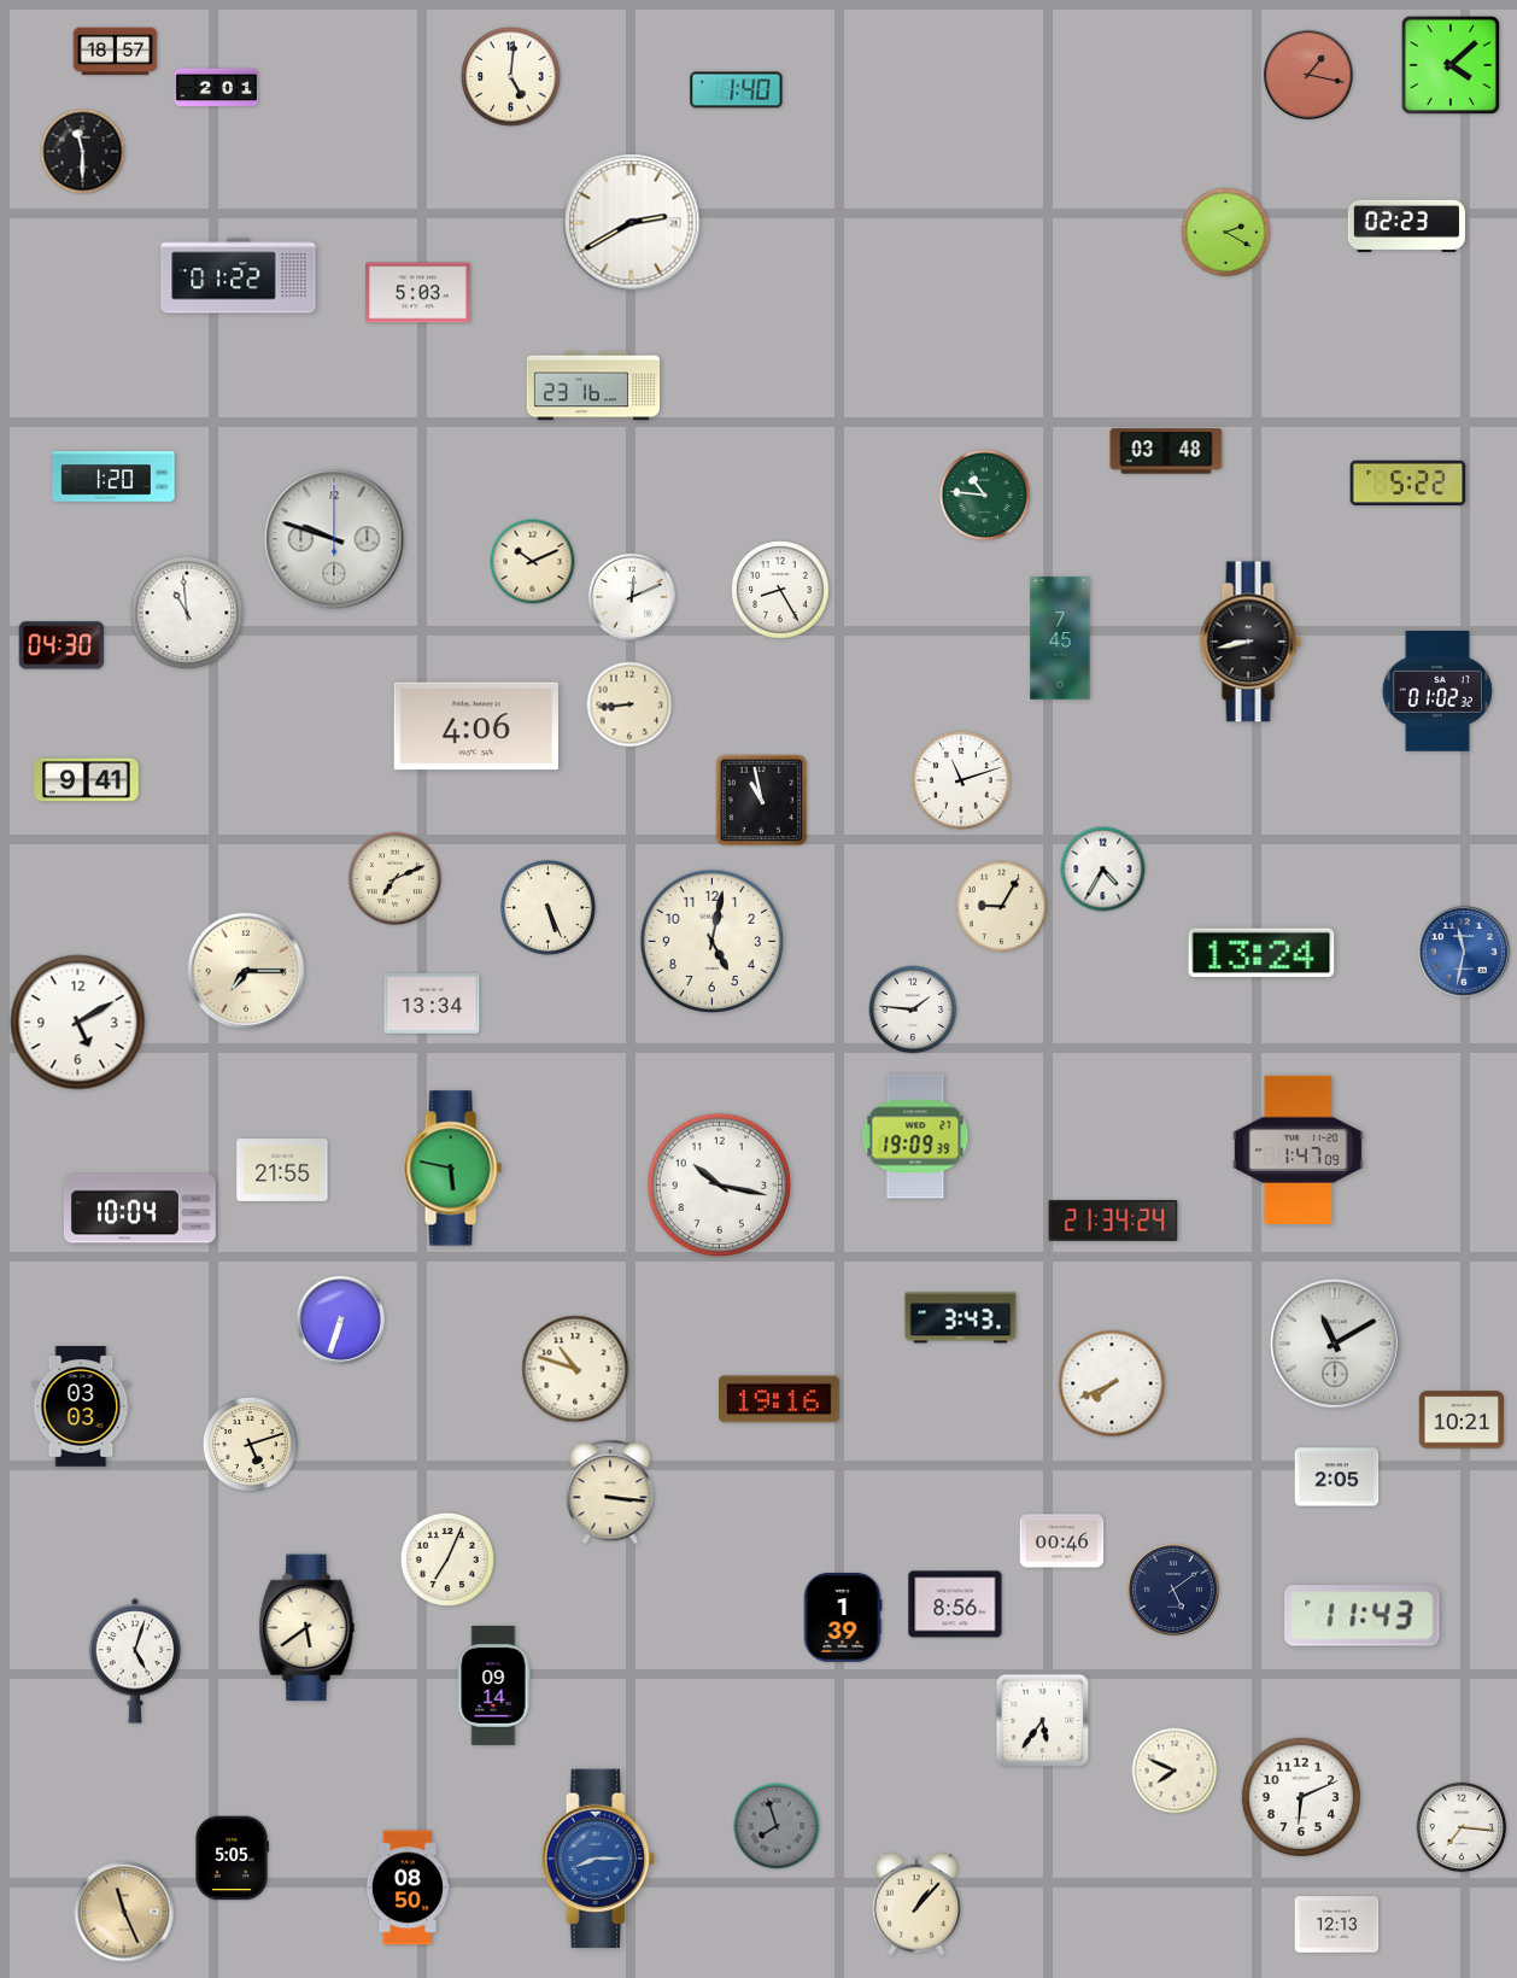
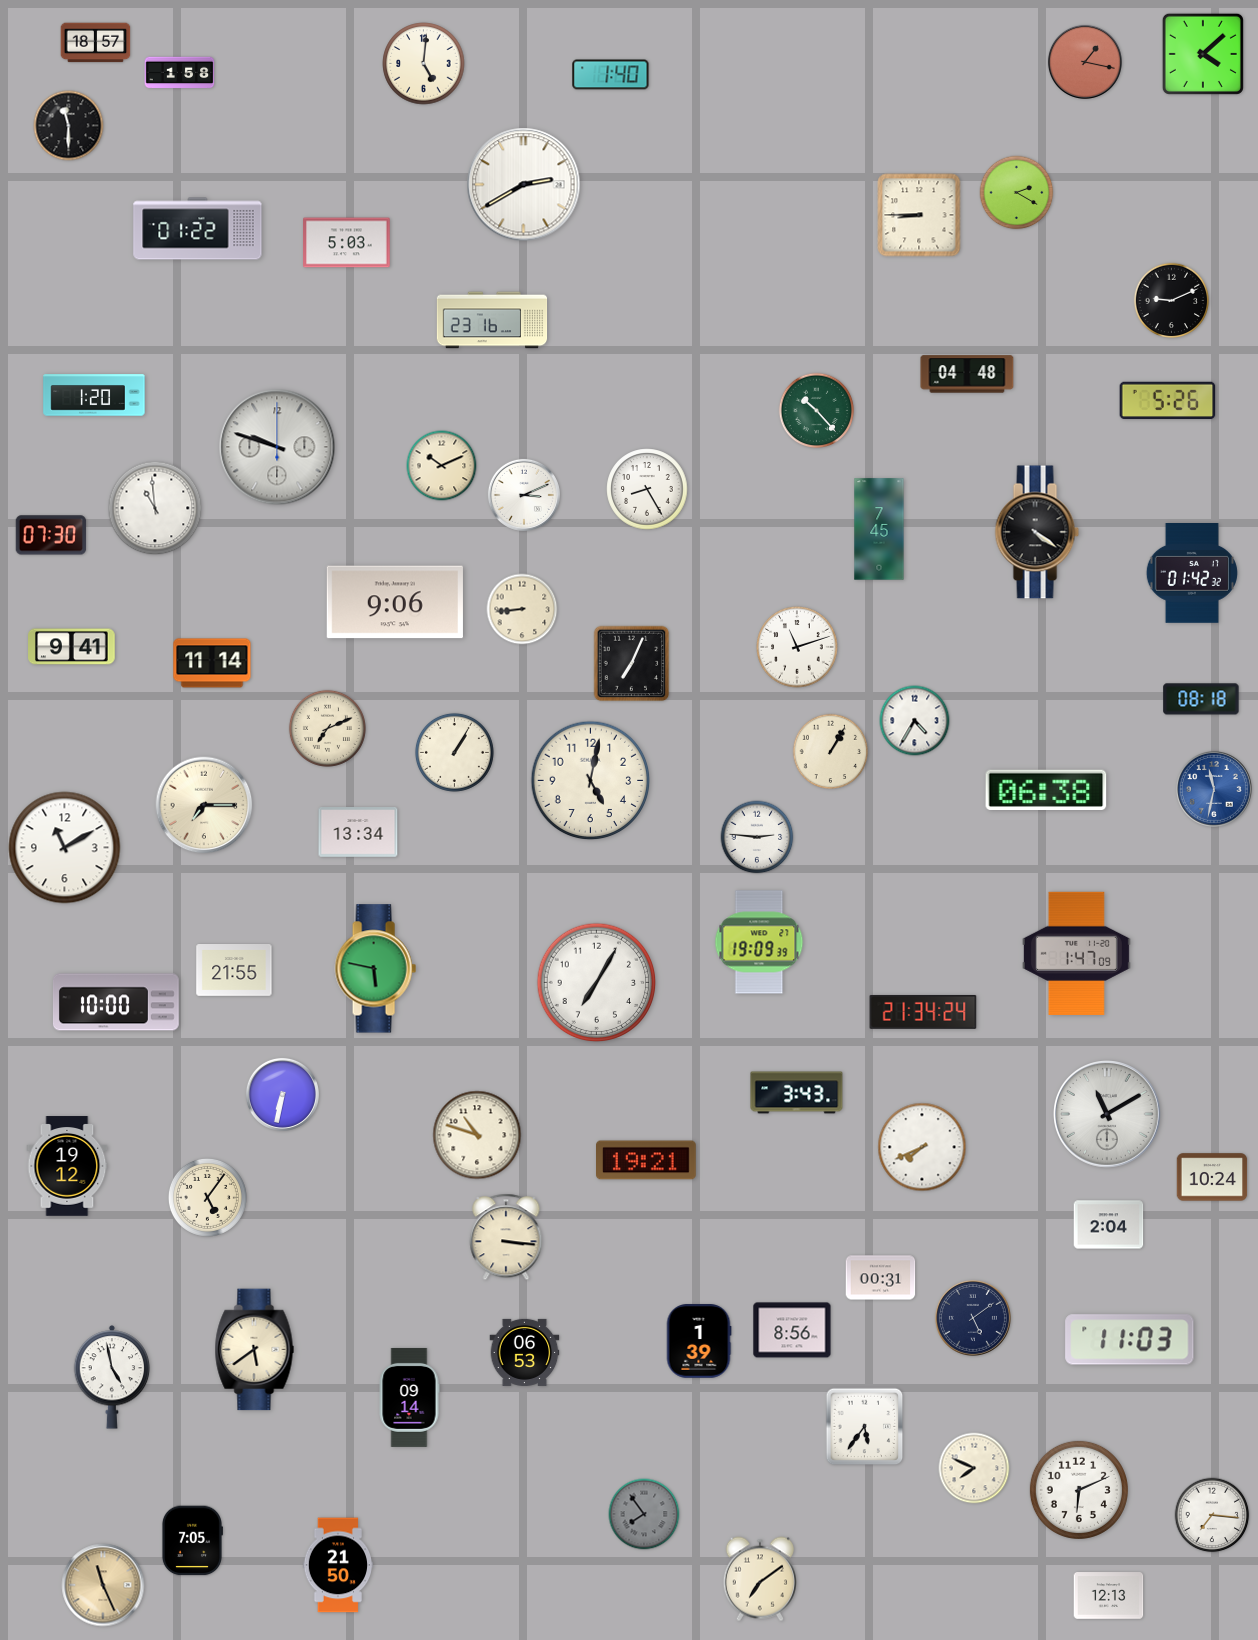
clock at (217, 88): 2:01 -> 1:58
clock at (1406, 226): 02:23 -> none
clock at (919, 215): none -> 8:45
clock at (1172, 301): none -> 9:11
clock at (1166, 451): 03:48 -> 04:48
clock at (1408, 484): 5:22 -> 5:26
clock at (985, 496): 10:46 -> 10:23
clock at (632, 597): 12:11 -> 3:11
clock at (1250, 642): 8:43 -> 4:21
clock at (61, 645): 04:30 -> 07:30
clock at (1437, 692): 01:02 -> 01:42
clock at (629, 704) position: (629, 704) -> (522, 609)
clock at (476, 726): 4:06 -> 9:06
clock at (212, 663): none -> 11:14
clock at (762, 801): 10:58 -> 7:04
clock at (1201, 699): none -> 08:18
clock at (547, 907): 5:26 -> 1:05
clock at (1002, 907): 9:05 -> 1:05
clock at (1261, 952): 13:24 -> 06:38
clock at (913, 1010): 1:46 -> 2:46
clock at (78, 1023): 5:10 -> 11:10
clock at (720, 1186): 10:17 -> 7:05
clock at (140, 1209): 10:04 -> 10:00
clock at (340, 1319): 6:33 -> 6:32
clock at (780, 1399): 19:16 -> 19:21
clock at (81, 1406): 03:03 -> 19:12
clock at (1462, 1420): 10:21 -> 10:24
clock at (250, 1444): 5:12 -> 5:06
clock at (1337, 1477): 2:05 -> 2:04
clock at (1062, 1541): 00:46 -> 00:31
clock at (447, 1559): 7:04 -> none
clock at (1363, 1616): 11:43 -> 11:03
clock at (525, 1352): none -> 06:53
clock at (135, 1661): 5:03 -> 4:58
clock at (777, 1826): 7:57 -> 7:54
clock at (232, 1859): 5:05 -> 7:05
clock at (598, 1859): 8:15 -> none
clock at (408, 1888): 08:50 -> 21:50
clock at (916, 1904): 1:07 -> 7:09
